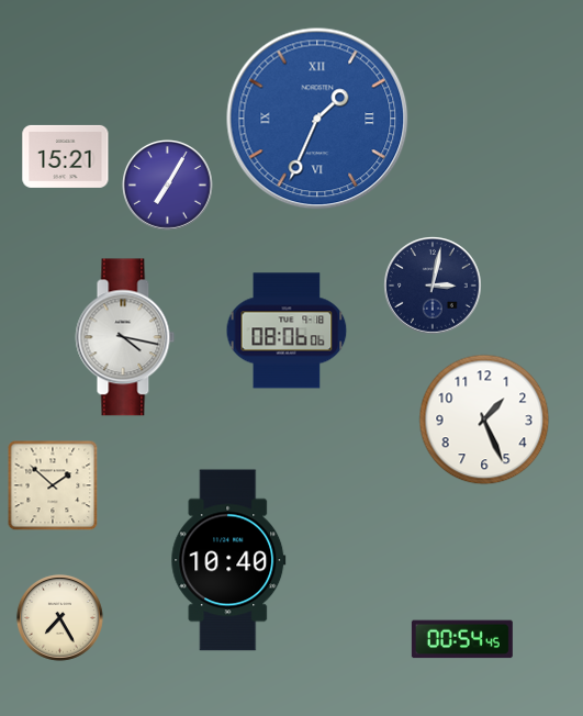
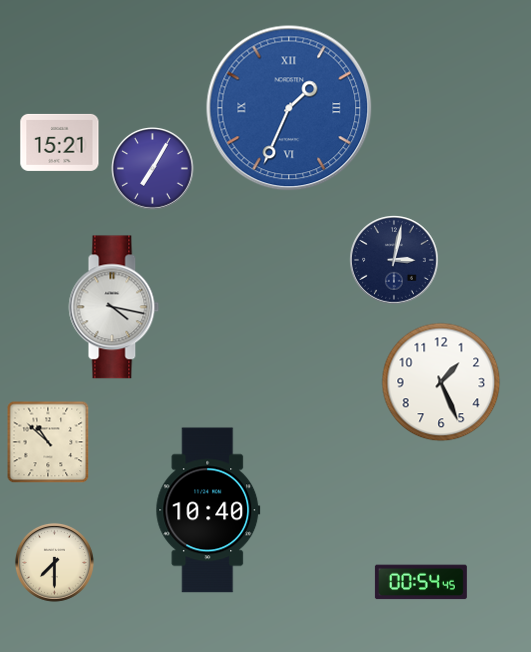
clock at (287, 331): 08:06 -> none
clock at (53, 485): 1:52 -> 10:52
clock at (59, 617): 7:25 -> 7:30
